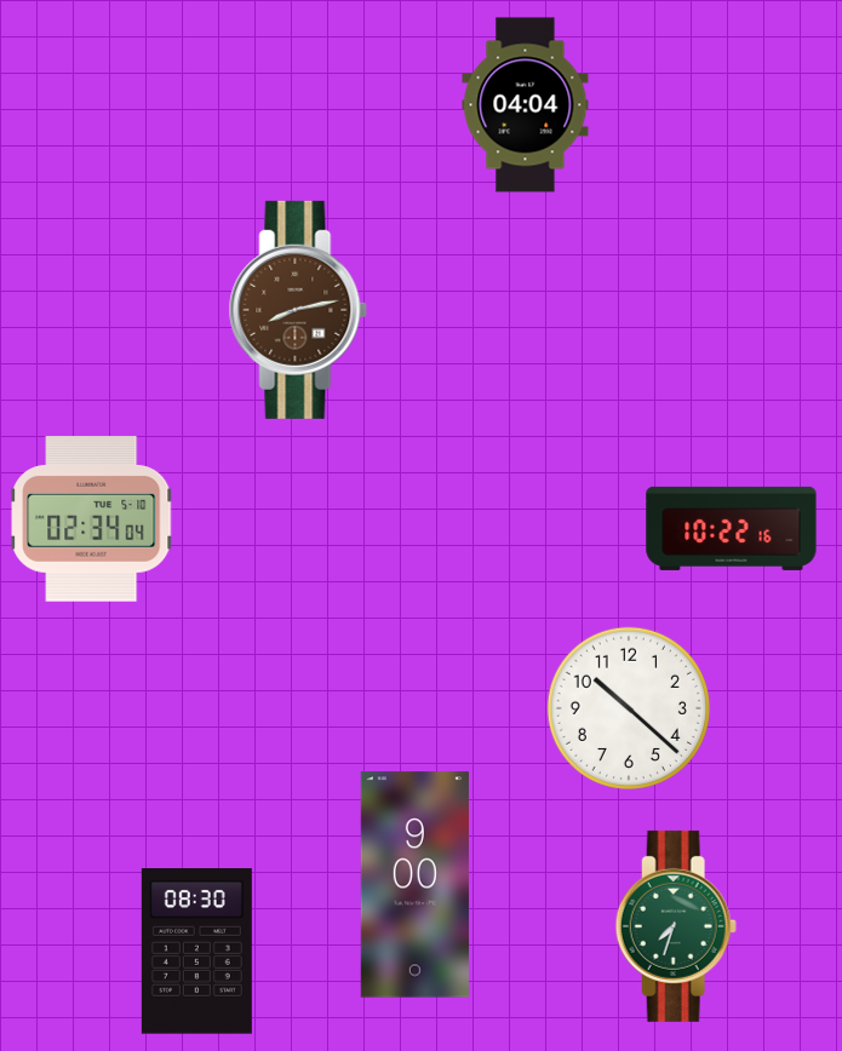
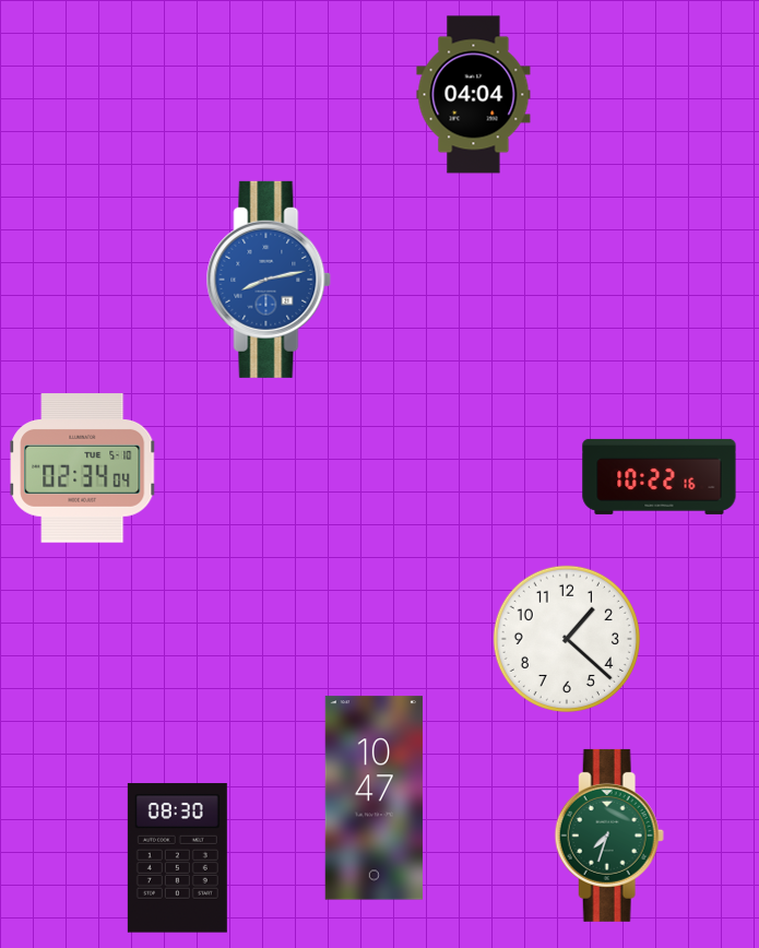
clock at (298, 310) dial: brown -> blue
clock at (629, 708): 10:22 -> 1:22
clock at (414, 885): 9:00 -> 10:47
